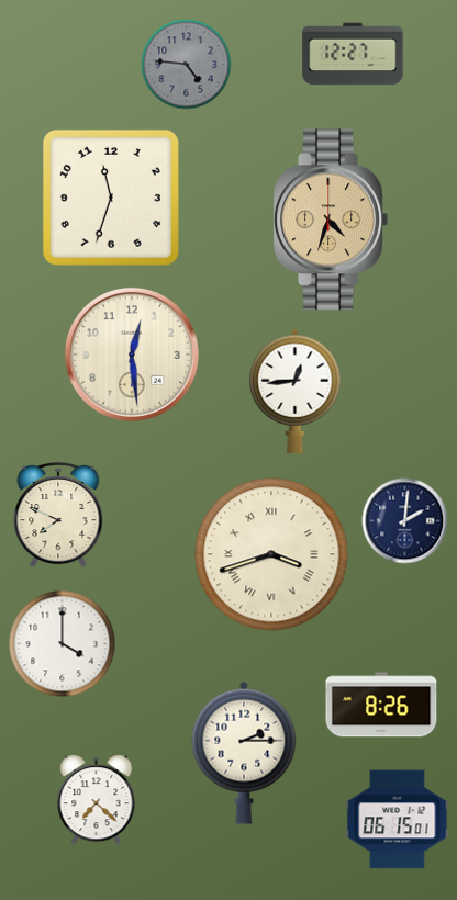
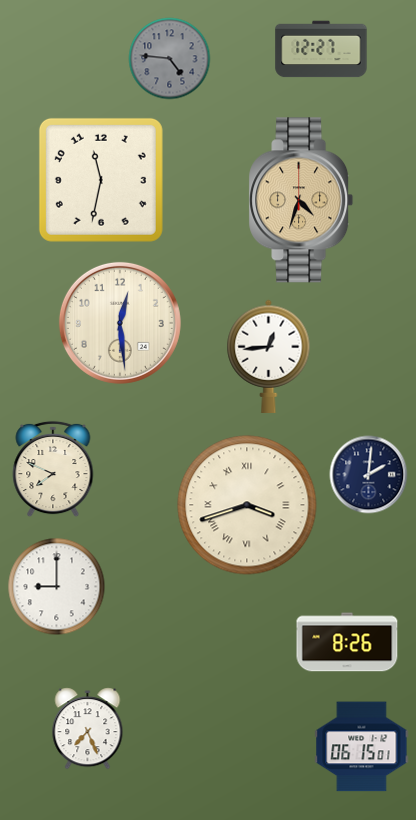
clock at (111, 198): 11:33 -> 11:32
clock at (63, 644): 4:00 -> 9:00
clock at (244, 753): 2:15 -> none
clock at (97, 800): 7:22 -> 7:26
